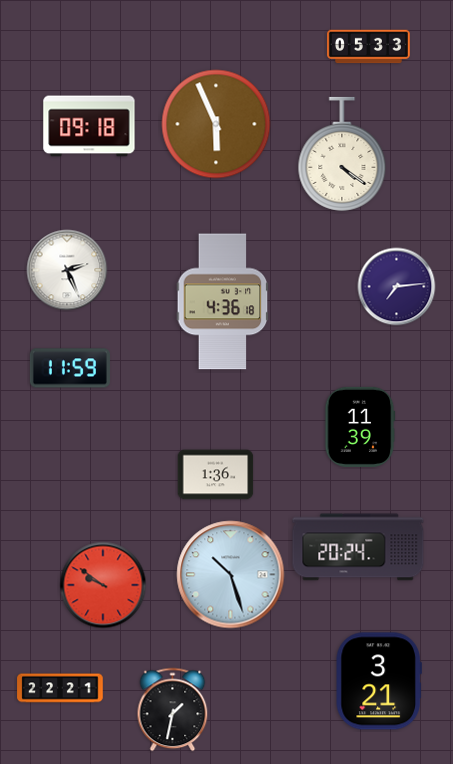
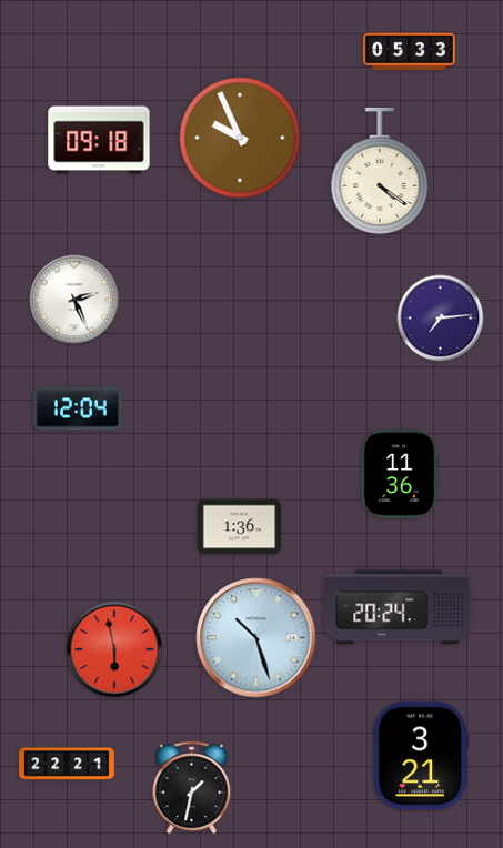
clock at (216, 124): 5:56 -> 9:56
clock at (223, 302): 4:36 -> none
clock at (70, 368): 11:59 -> 12:04
clock at (360, 427): 11:39 -> 11:36
clock at (103, 585): 9:51 -> 5:58
